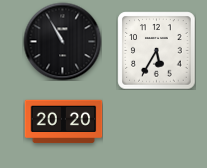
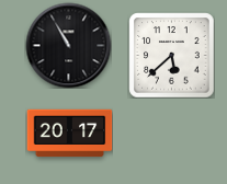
clock at (156, 50): 5:35 -> 5:38
clock at (63, 122): 20:20 -> 20:17
